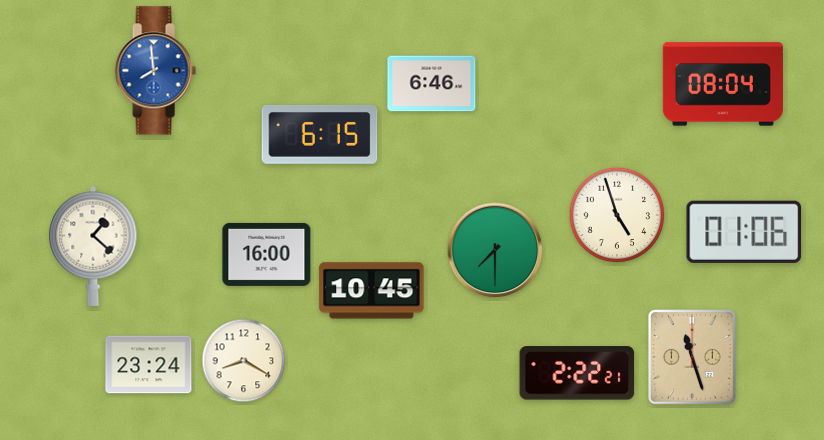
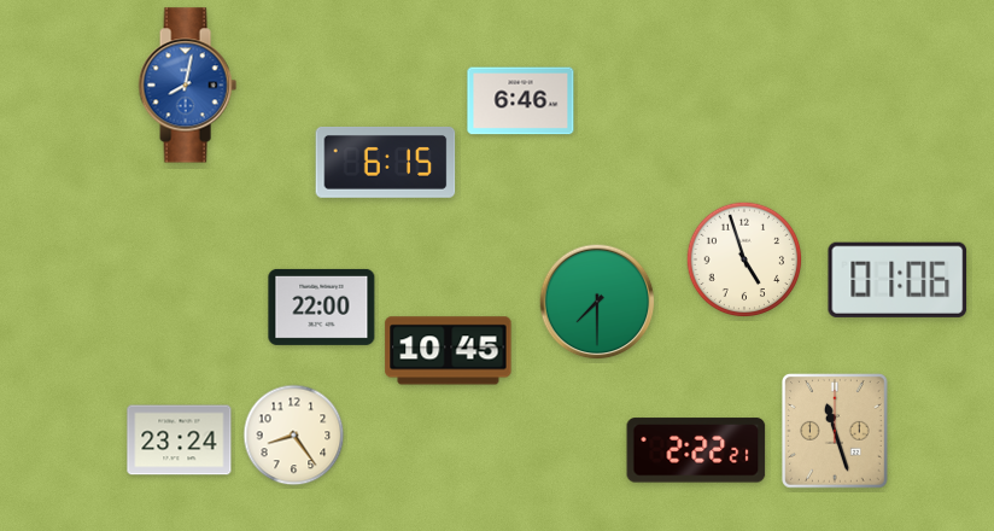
clock at (155, 71): 7:59 -> 8:02
clock at (723, 84): 08:04 -> none
clock at (93, 246): 1:22 -> none
clock at (267, 254): 16:00 -> 22:00
clock at (244, 361): 8:20 -> 8:24
